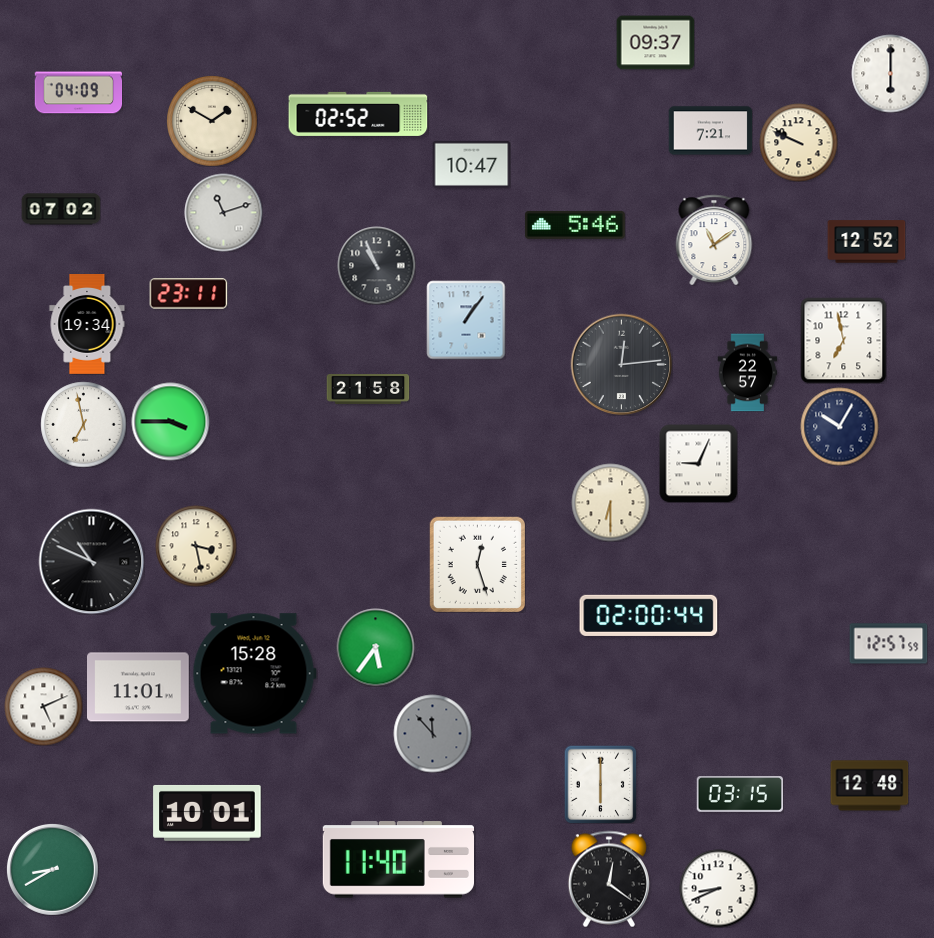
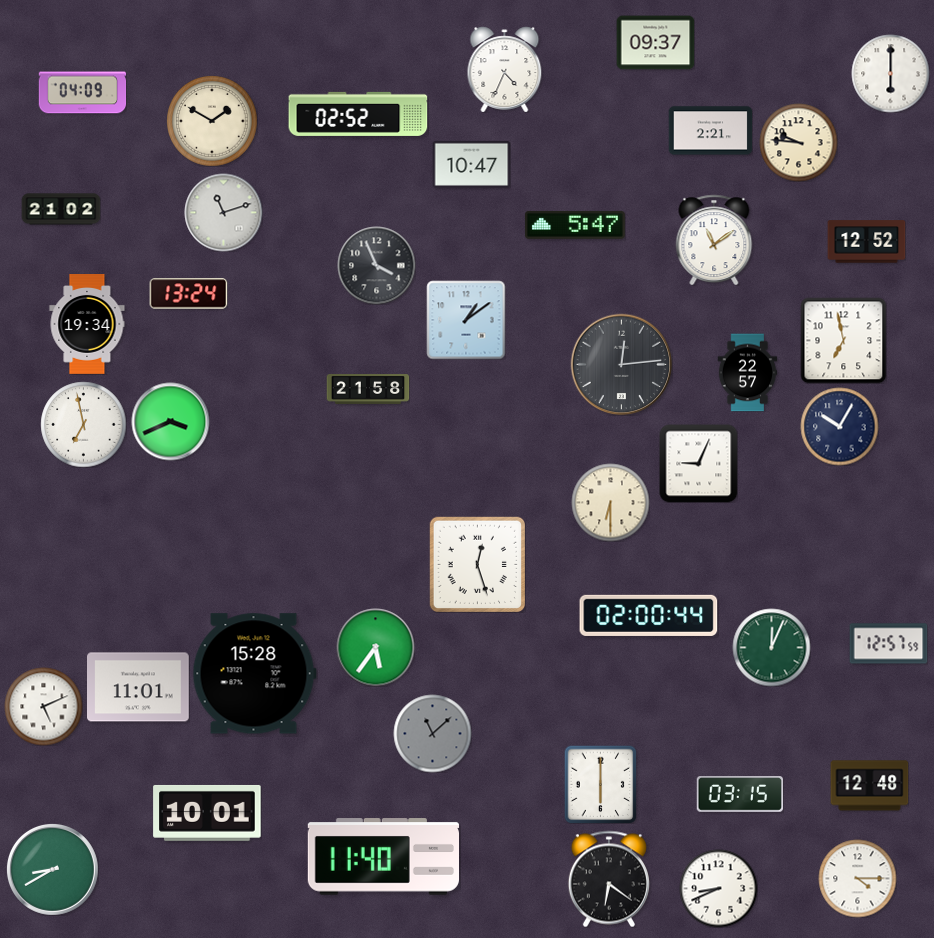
clock at (505, 69): none -> 4:34
clock at (78, 93) position: (78, 93) -> (82, 93)
clock at (710, 131): 7:21 -> 2:21
clock at (798, 142): 9:49 -> 9:46
clock at (61, 209): 07:02 -> 21:02
clock at (575, 225): 5:46 -> 5:47
clock at (376, 265): 10:56 -> 3:56
clock at (188, 294): 23:11 -> 13:24
clock at (466, 320): 1:06 -> 1:09
clock at (170, 421): 3:45 -> 3:41
clock at (196, 546): 3:28 -> none
clock at (91, 561): 10:49 -> none
clock at (771, 647): none -> 12:04
clock at (432, 733): 11:53 -> 11:08
clock at (398, 860) position: (398, 860) -> (383, 857)
clock at (857, 878): none -> 4:15
clock at (609, 879): 12:21 -> 6:21
